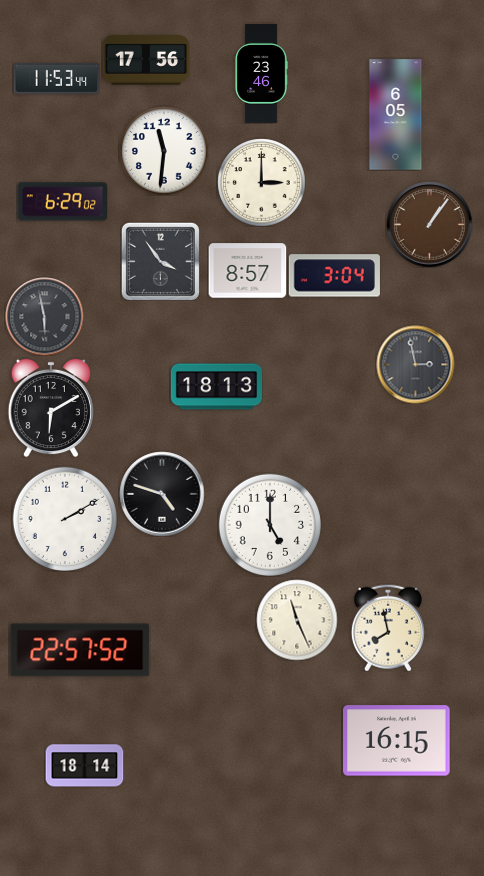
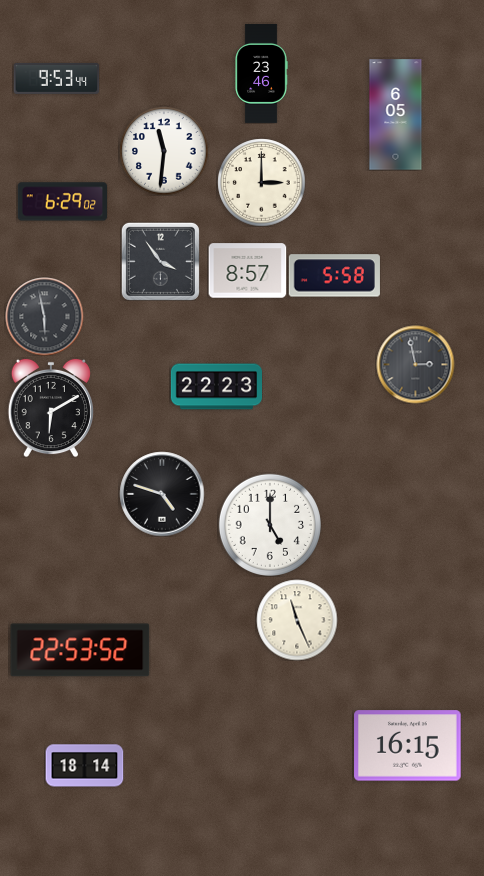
clock at (146, 60): 17:56 -> none
clock at (56, 78): 11:53 -> 9:53
clock at (429, 224): 1:06 -> none
clock at (334, 276): 3:04 -> 5:58
clock at (216, 387): 18:13 -> 22:23
clock at (64, 518): 2:10 -> none
clock at (388, 628): 7:58 -> none
clock at (80, 650): 22:57 -> 22:53
clock at (397, 741) position: (397, 741) -> (408, 746)
